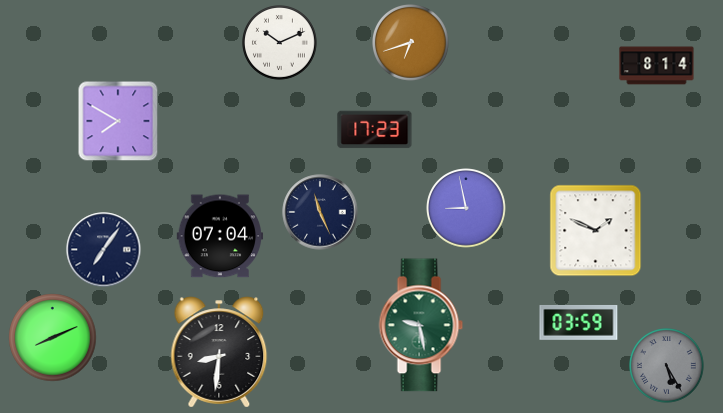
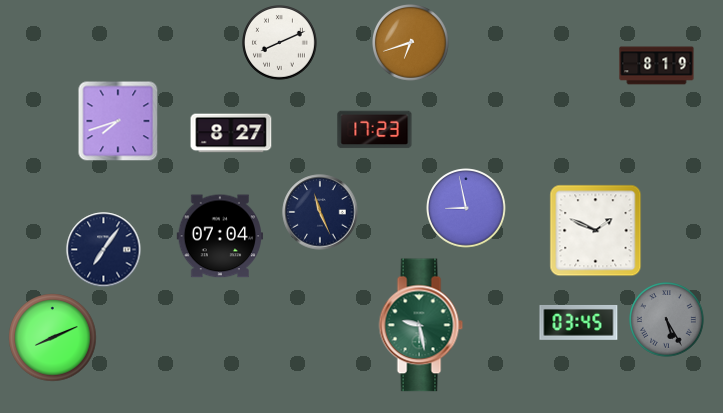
clock at (280, 43): 10:11 -> 8:11
clock at (657, 66): 8:14 -> 8:19
clock at (118, 121): 7:50 -> 7:42
clock at (231, 133): none -> 8:27
clock at (579, 322): 03:59 -> 03:45
clock at (219, 352): 8:31 -> none
clock at (667, 366) position: (667, 366) -> (667, 320)
